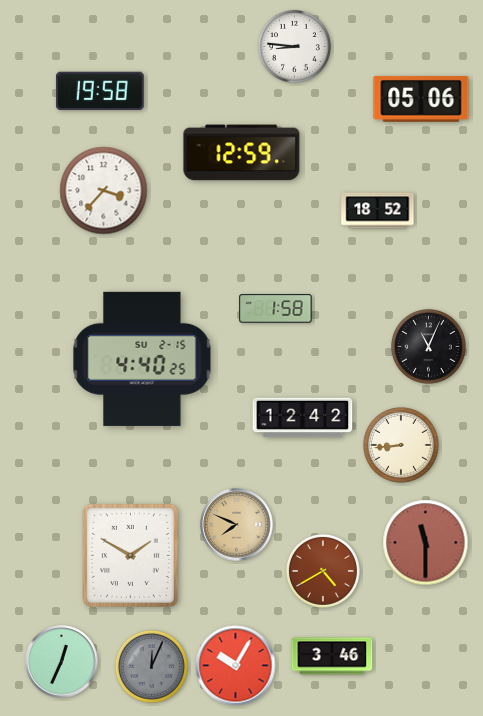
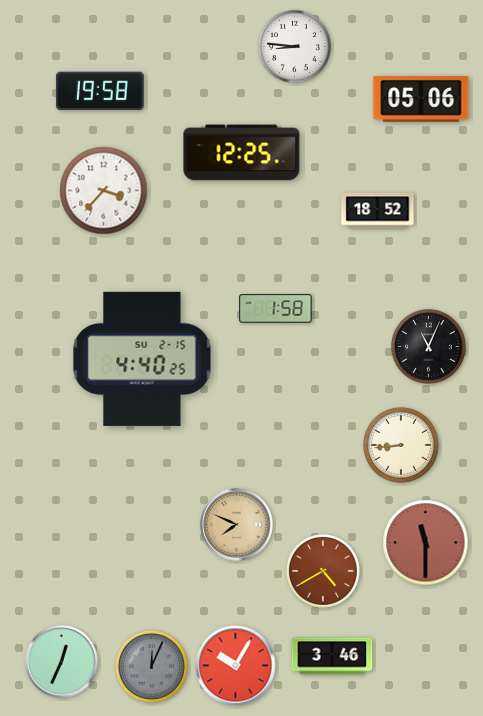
clock at (242, 153): 12:59 -> 12:25
clock at (303, 418): 12:42 -> none
clock at (130, 555): 1:50 -> none
